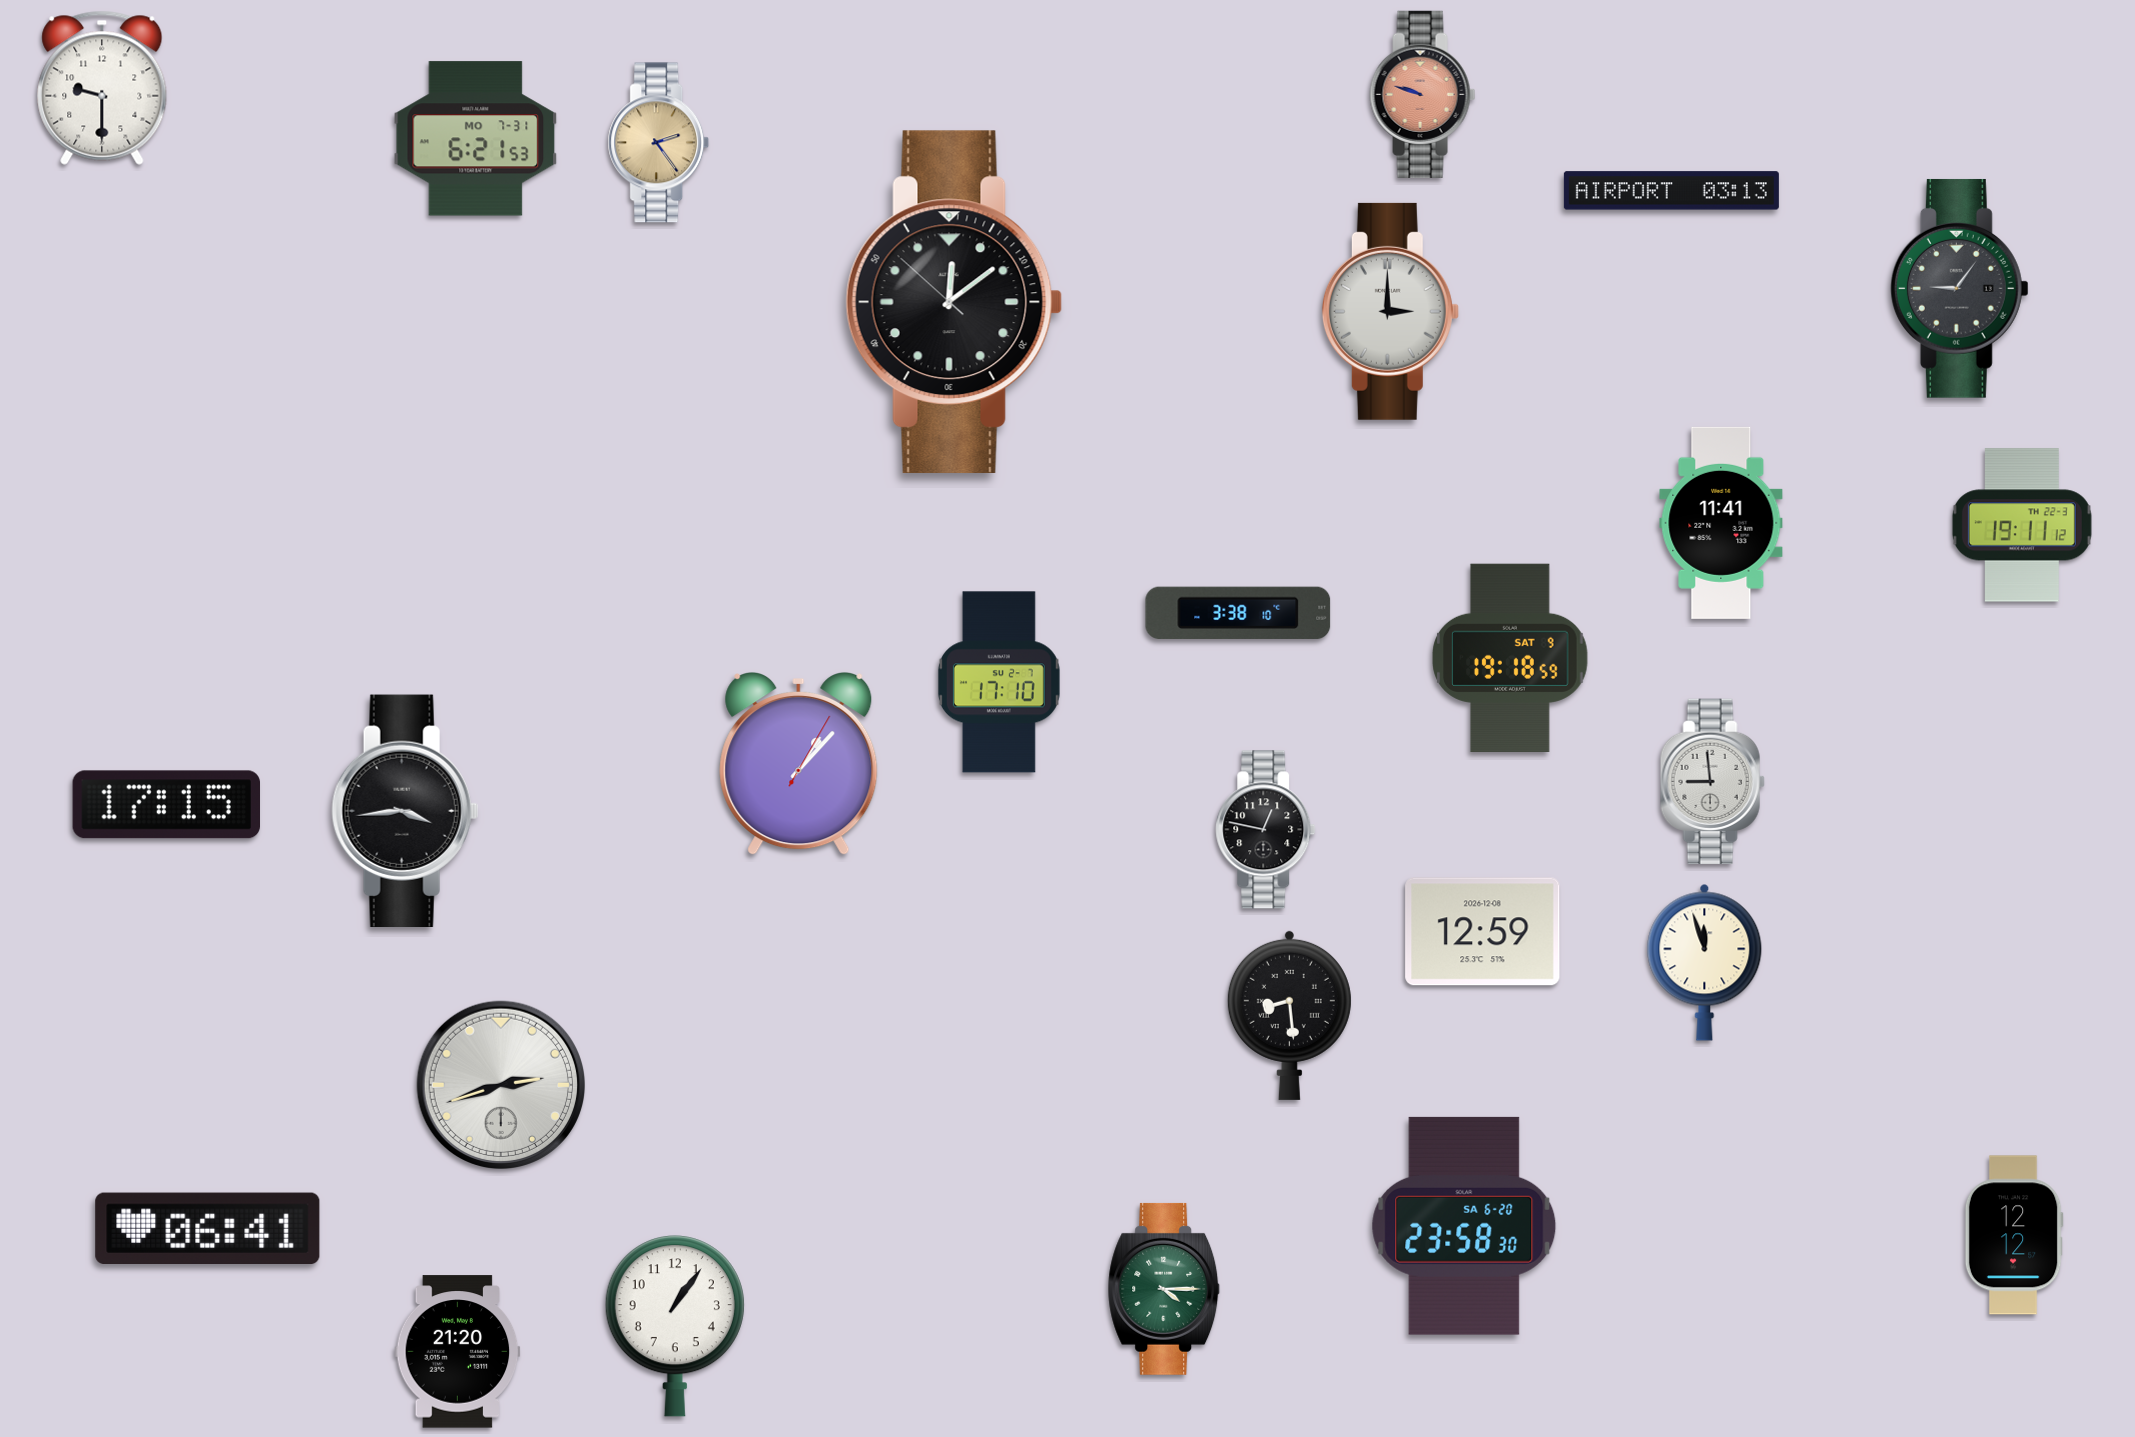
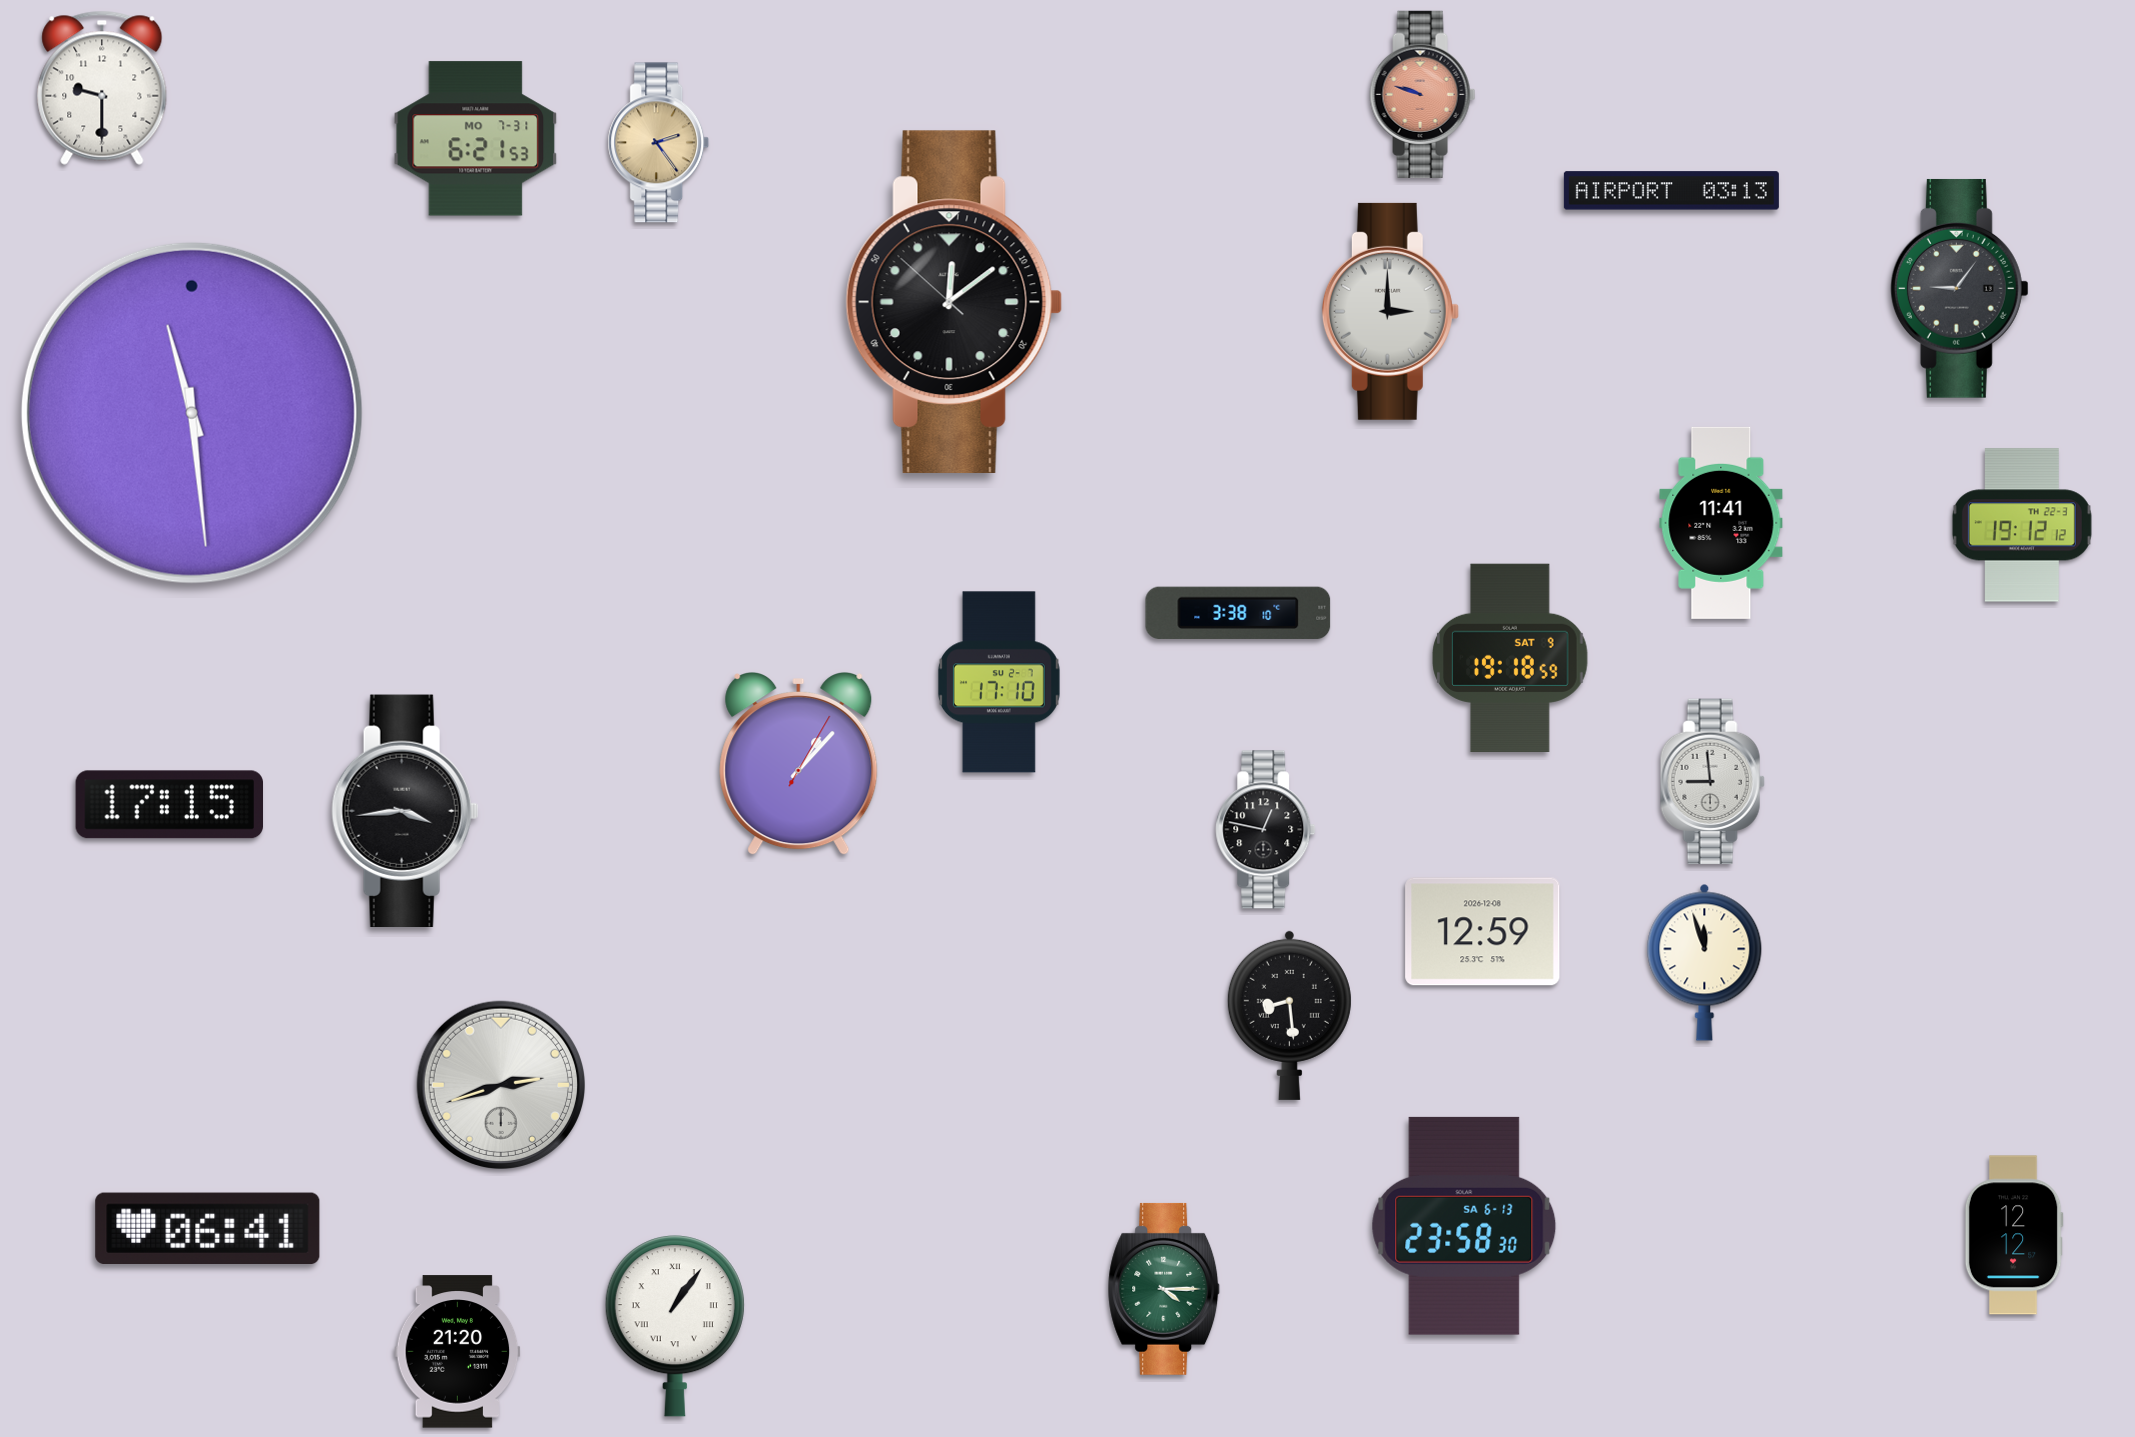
clock at (192, 413): none -> 11:29
clock at (2022, 525): 19:11 -> 19:12
clock at (166, 805) position: (166, 805) -> (169, 805)
clock at (1464, 1226) date: SA 6-20 -> SA 6-13
clock at (675, 1326) numerals: Arabic -> Roman
